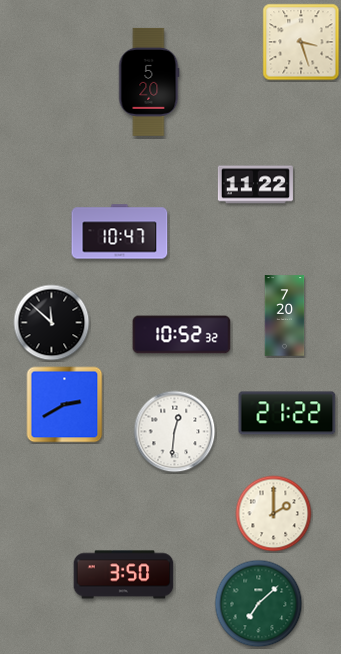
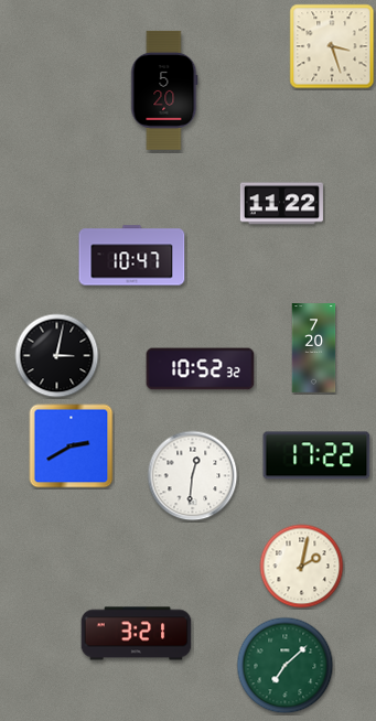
clock at (52, 323): 11:52 -> 3:02
clock at (287, 413): 21:22 -> 17:22
clock at (274, 514): 2:00 -> 2:02
clock at (124, 575): 3:50 -> 3:21
